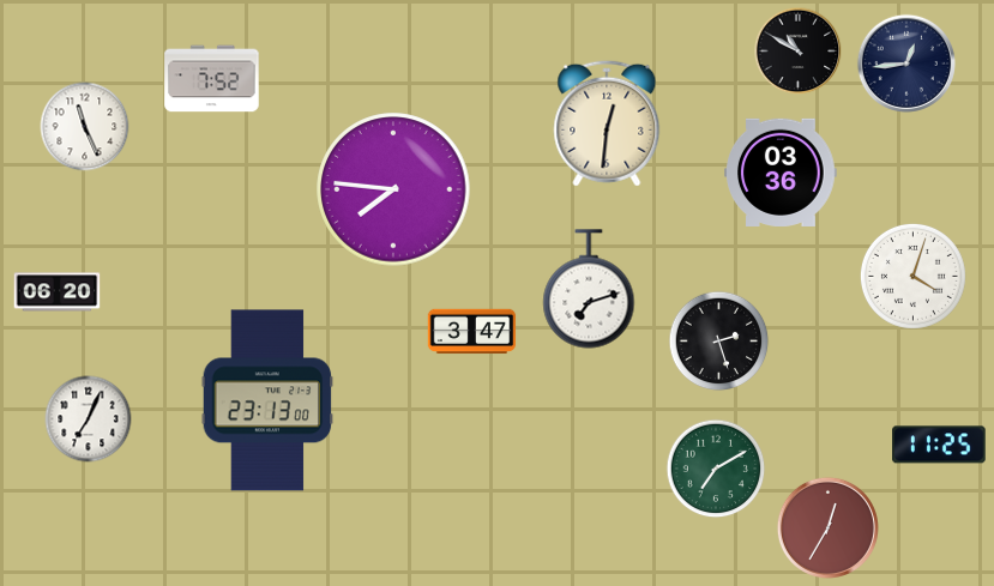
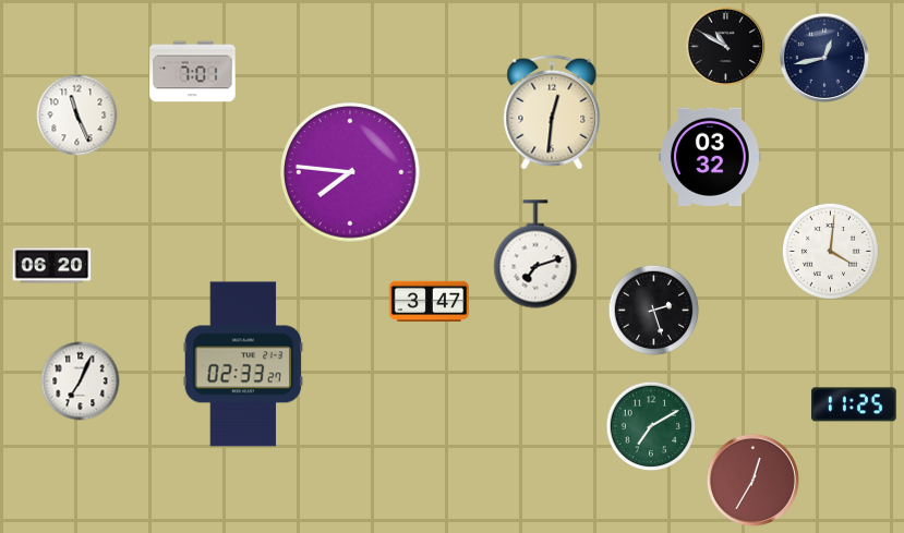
clock at (906, 64): 12:44 -> 12:43
clock at (212, 79): 7:52 -> 7:01
clock at (782, 173): 03:36 -> 03:32
clock at (393, 189) position: (393, 189) -> (350, 172)
clock at (912, 276): 4:03 -> 4:01
clock at (589, 289) position: (589, 289) -> (535, 254)
clock at (267, 400): 23:13 -> 02:33
